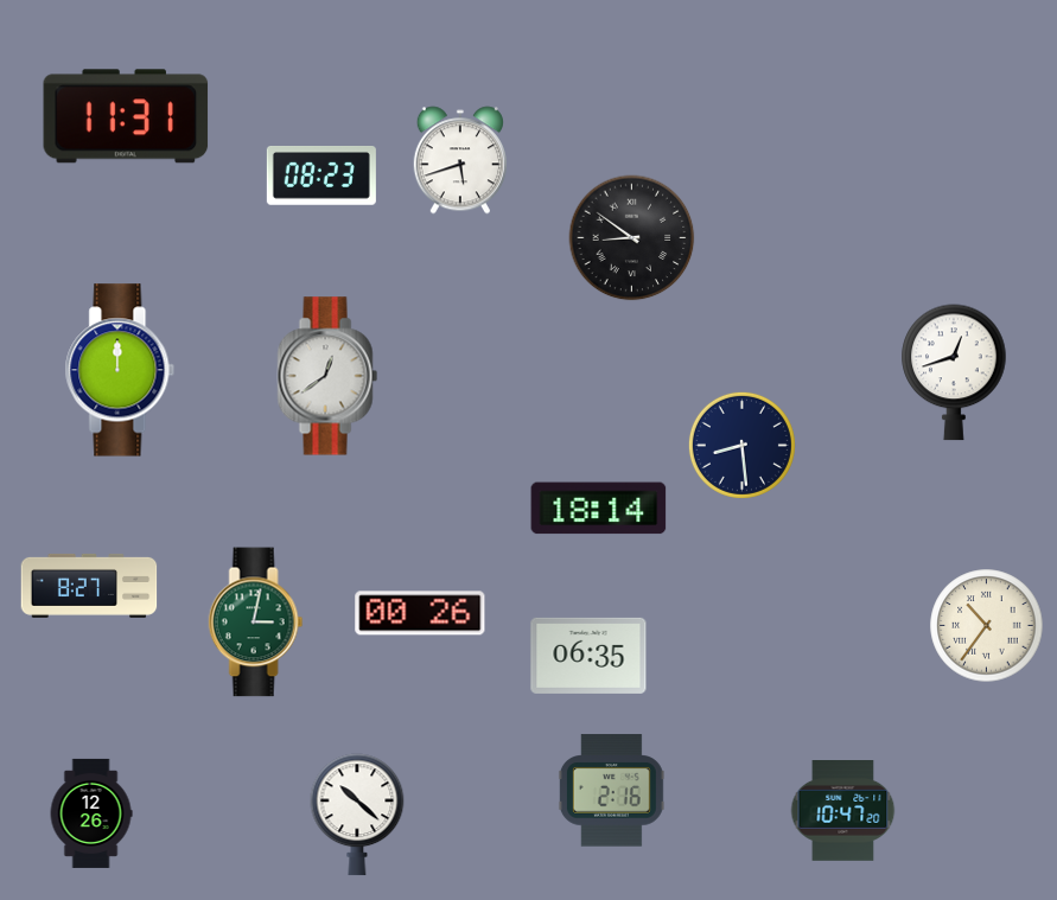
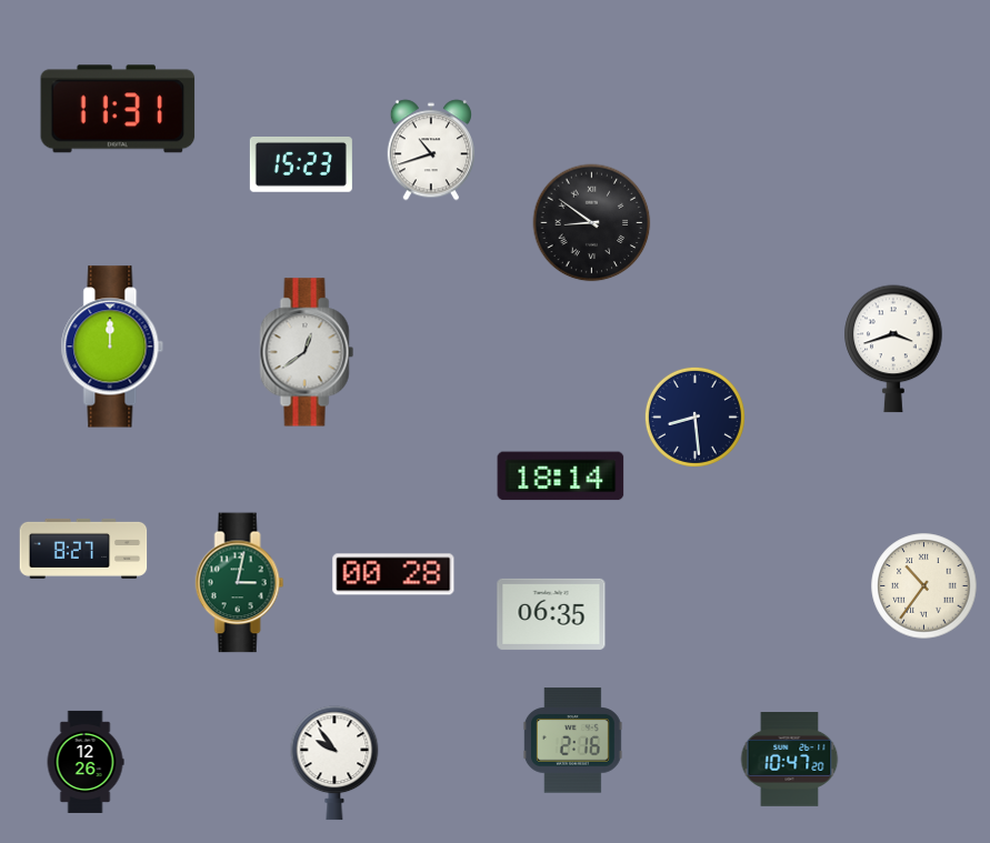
clock at (460, 160): 5:42 -> 10:42
clock at (321, 177): 08:23 -> 15:23
clock at (954, 372): 12:42 -> 3:42
clock at (420, 613): 00:26 -> 00:28
clock at (357, 815): 10:22 -> 9:54
